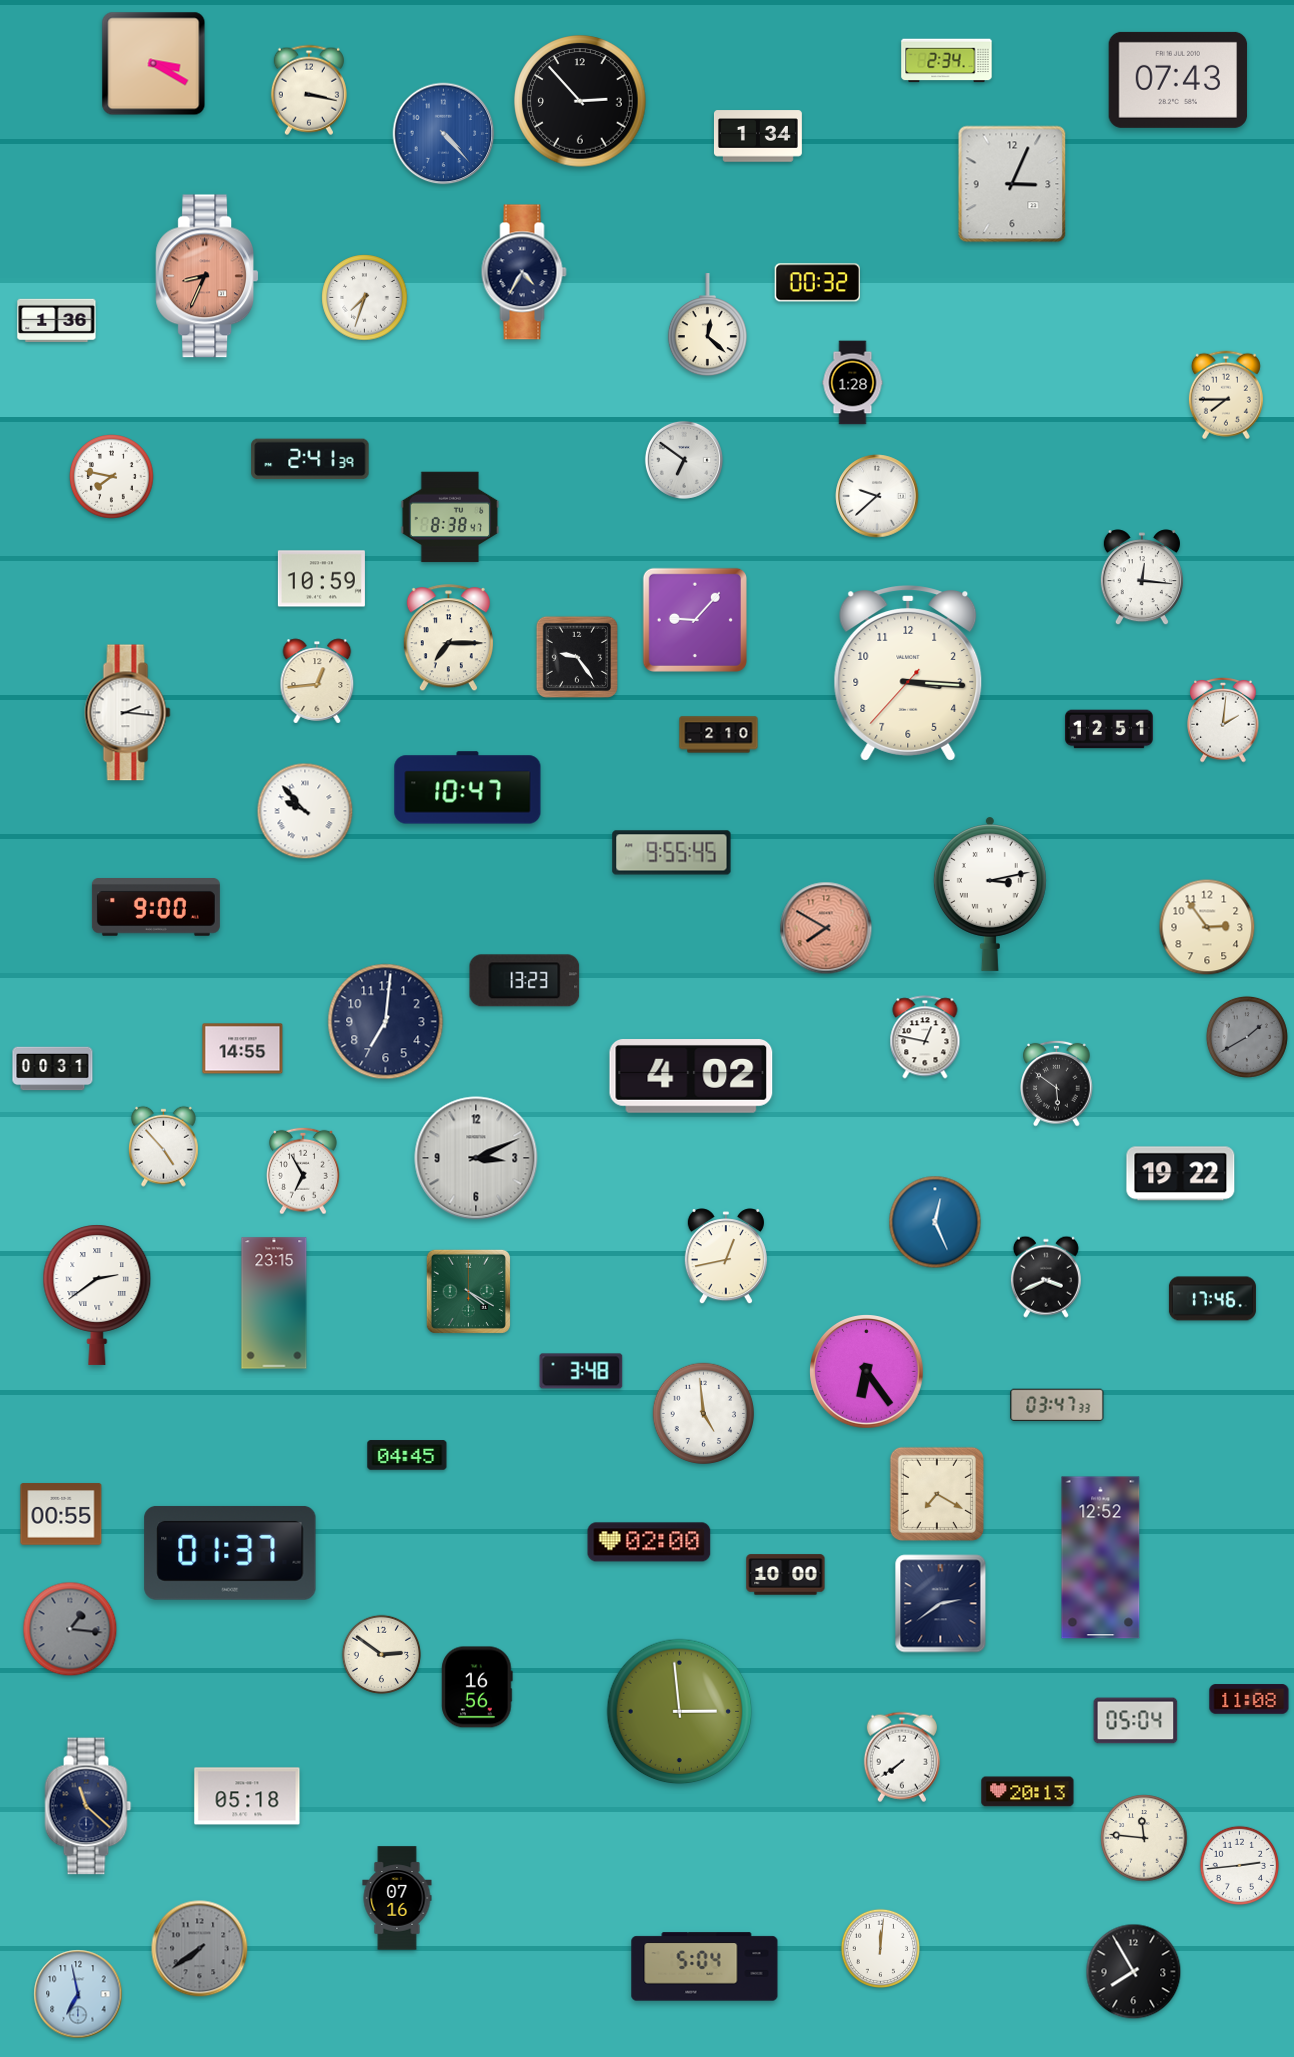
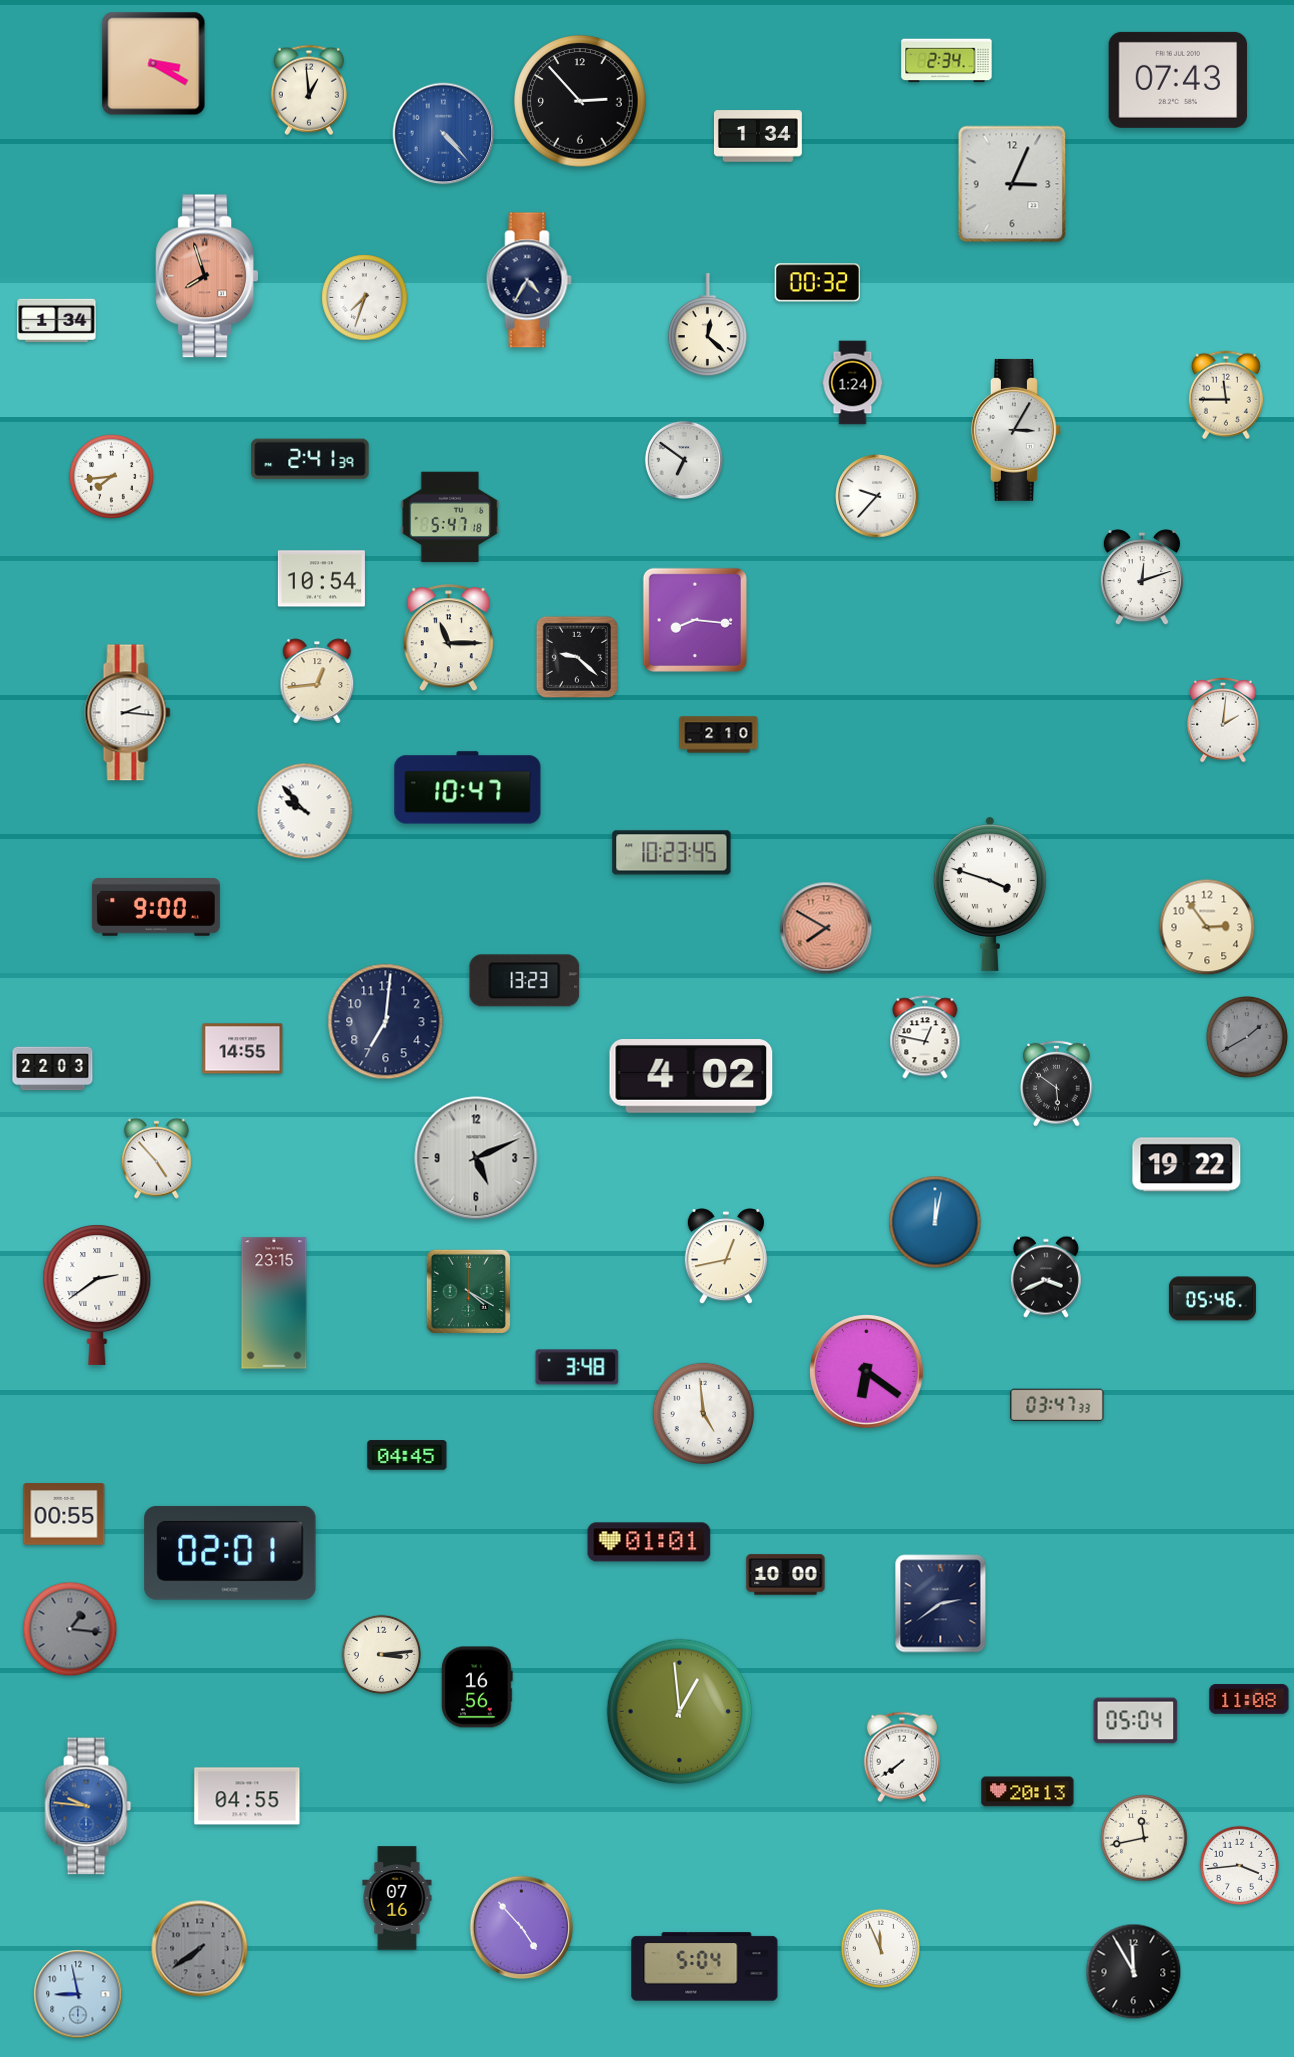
clock at (309, 90): 3:17 -> 12:59
clock at (524, 272) position: (524, 272) -> (529, 280)
clock at (207, 276): 8:34 -> 7:57
clock at (57, 320): 1:36 -> 1:34
clock at (853, 383): 1:28 -> 1:24
clock at (1226, 395): 7:45 -> 11:45
clock at (1016, 430): none -> 3:05
clock at (112, 477): 7:47 -> 7:44
clock at (877, 496): 9:38 -> 9:37
clock at (450, 517): 8:38 -> 5:47
clock at (1142, 578): 12:16 -> 12:12
clock at (321, 579): 10:59 -> 10:54
clock at (695, 620): 9:07 -> 8:16
clock at (448, 638): 7:15 -> 11:15
clock at (576, 656): 9:24 -> 9:22
clock at (908, 673): 3:15 -> none
clock at (1109, 729): 12:51 -> none
clock at (672, 853): 9:55 -> 10:23
clock at (990, 894): 3:13 -> 3:48
clock at (53, 1069): 00:31 -> 22:03
clock at (163, 1146) position: (163, 1146) -> (156, 1158)
clock at (476, 1158): 3:11 -> 5:11
clock at (304, 1171): 6:55 -> none
clock at (1181, 1174) position: (1181, 1174) -> (1187, 1165)
clock at (935, 1222): 12:26 -> 12:02
clock at (1212, 1299): 17:46 -> 05:46
clock at (581, 1371) position: (581, 1371) -> (577, 1367)
clock at (867, 1372): 6:24 -> 6:21
clock at (937, 1494): 7:20 -> none
clock at (61, 1514) position: (61, 1514) -> (64, 1514)
clock at (649, 1542): 02:00 -> 01:01
clock at (230, 1553): 01:37 -> 02:01
clock at (1101, 1558): 12:52 -> none
clock at (381, 1654): 2:51 -> 3:14
clock at (680, 1712): 2:59 -> 12:59
clock at (247, 1796): 05:18 -> 04:55
clock at (88, 1806): 11:22 -> 9:46
clock at (88, 1806) dial: navy -> blue
clock at (1144, 1838): 11:46 -> 11:43
clock at (1239, 1865): 2:44 -> 3:44
clock at (522, 1928): none -> 4:53
clock at (880, 1948): 12:01 -> 11:56
clock at (1134, 1972): 7:55 -> 11:55
clock at (78, 1994): 6:58 -> 8:58
